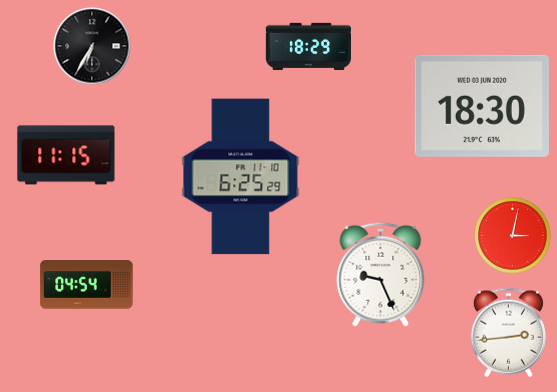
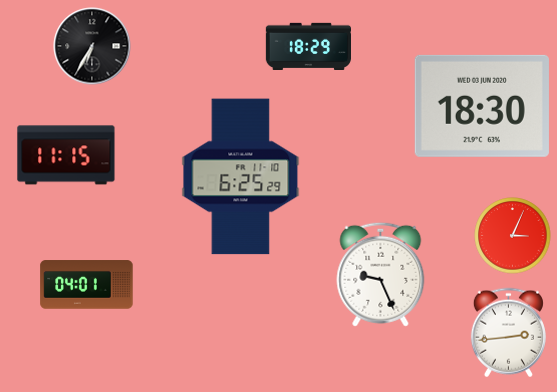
clock at (513, 236): 3:02 -> 3:04
clock at (87, 285): 04:54 -> 04:01
